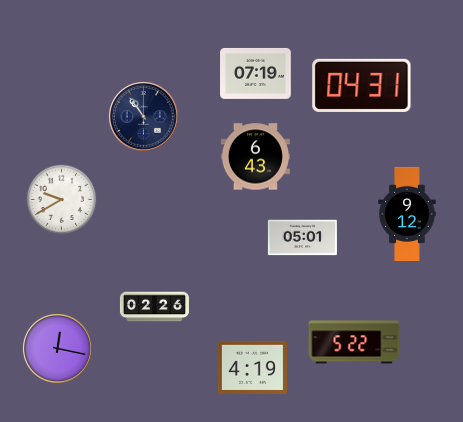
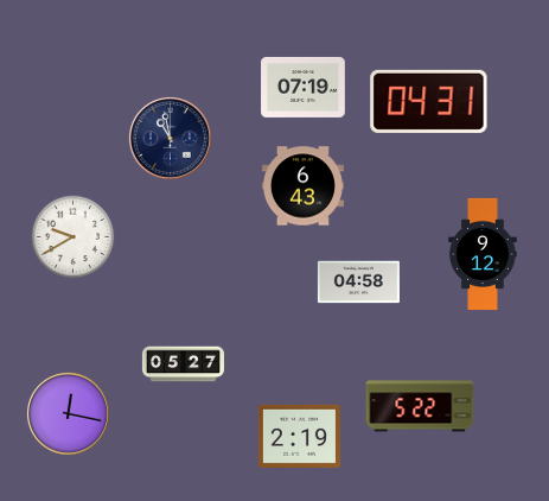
clock at (144, 117): 10:54 -> 10:58
clock at (302, 238): 05:01 -> 04:58
clock at (154, 307): 02:26 -> 05:27
clock at (252, 367): 4:19 -> 2:19
